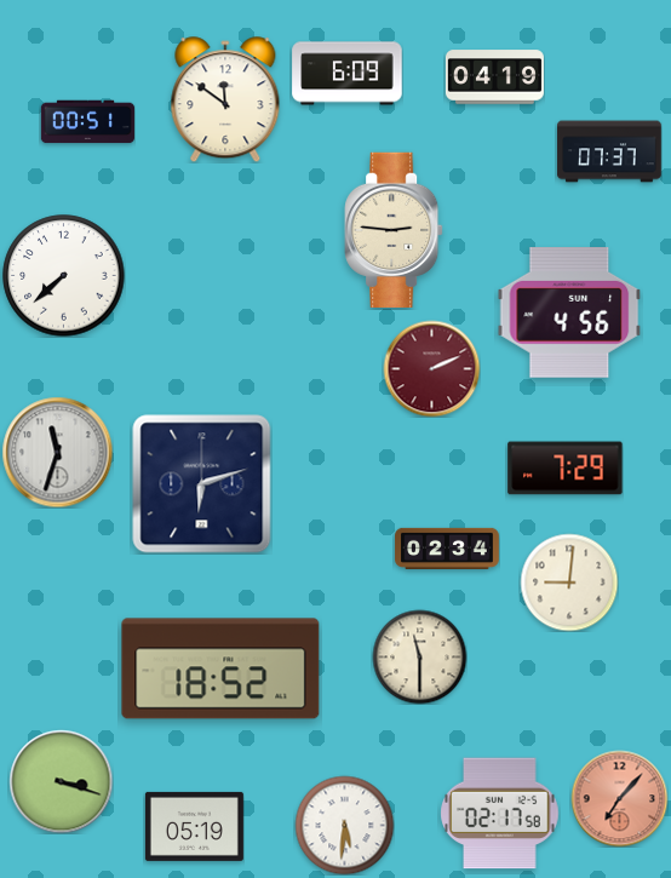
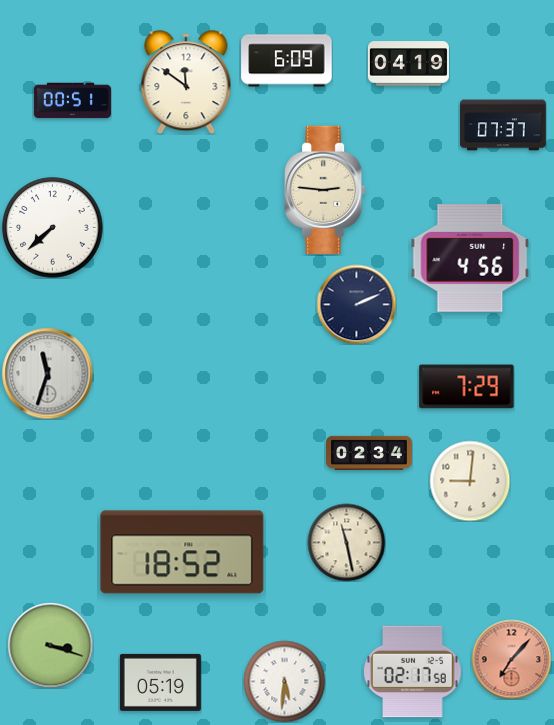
clock at (431, 368) dial: burgundy -> navy
clock at (202, 484): 6:12 -> none
clock at (419, 656): 11:30 -> 11:28
